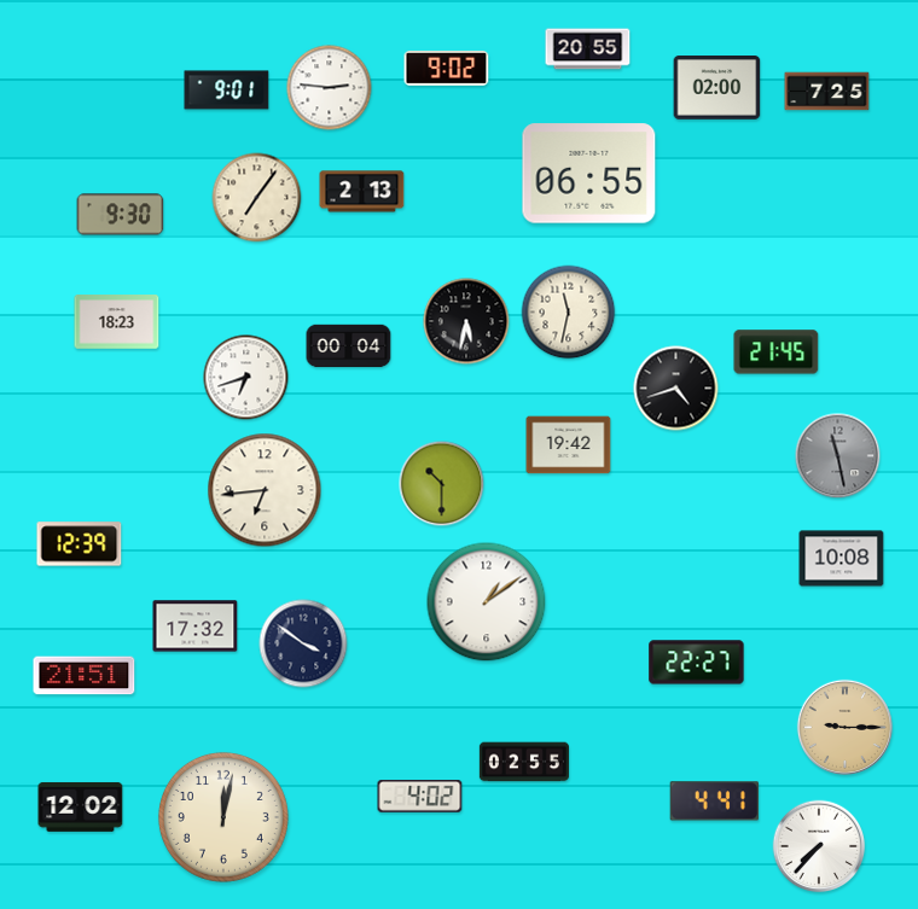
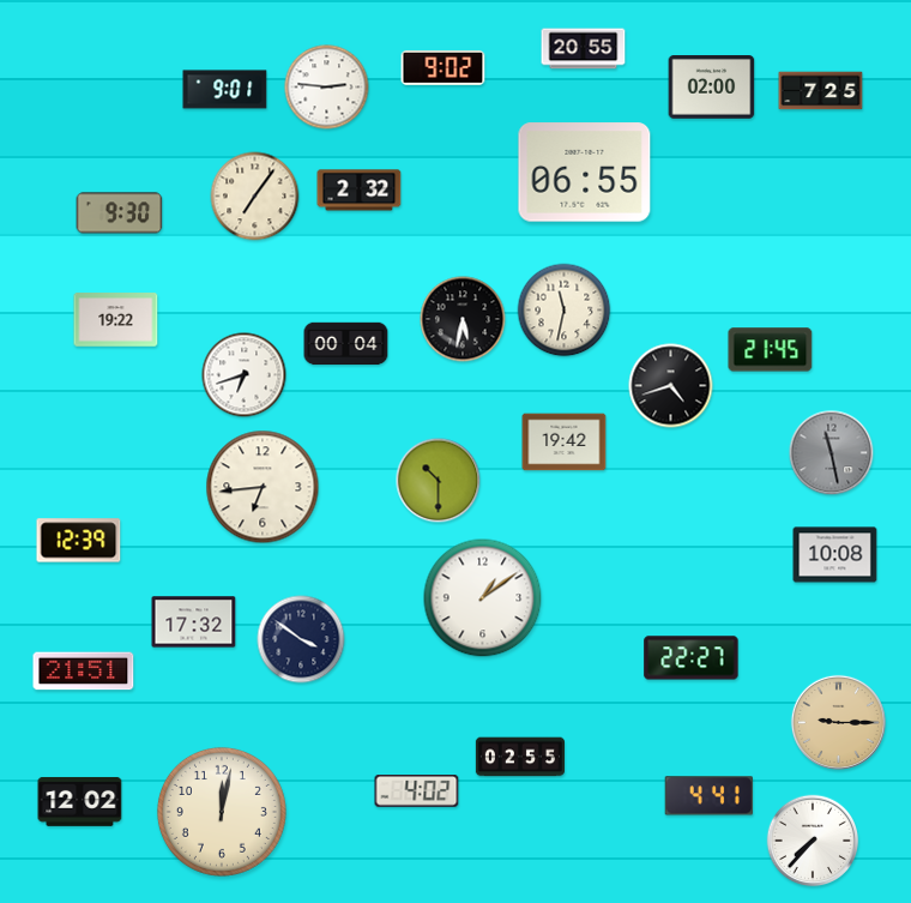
clock at (362, 192): 2:13 -> 2:32
clock at (117, 322): 18:23 -> 19:22
